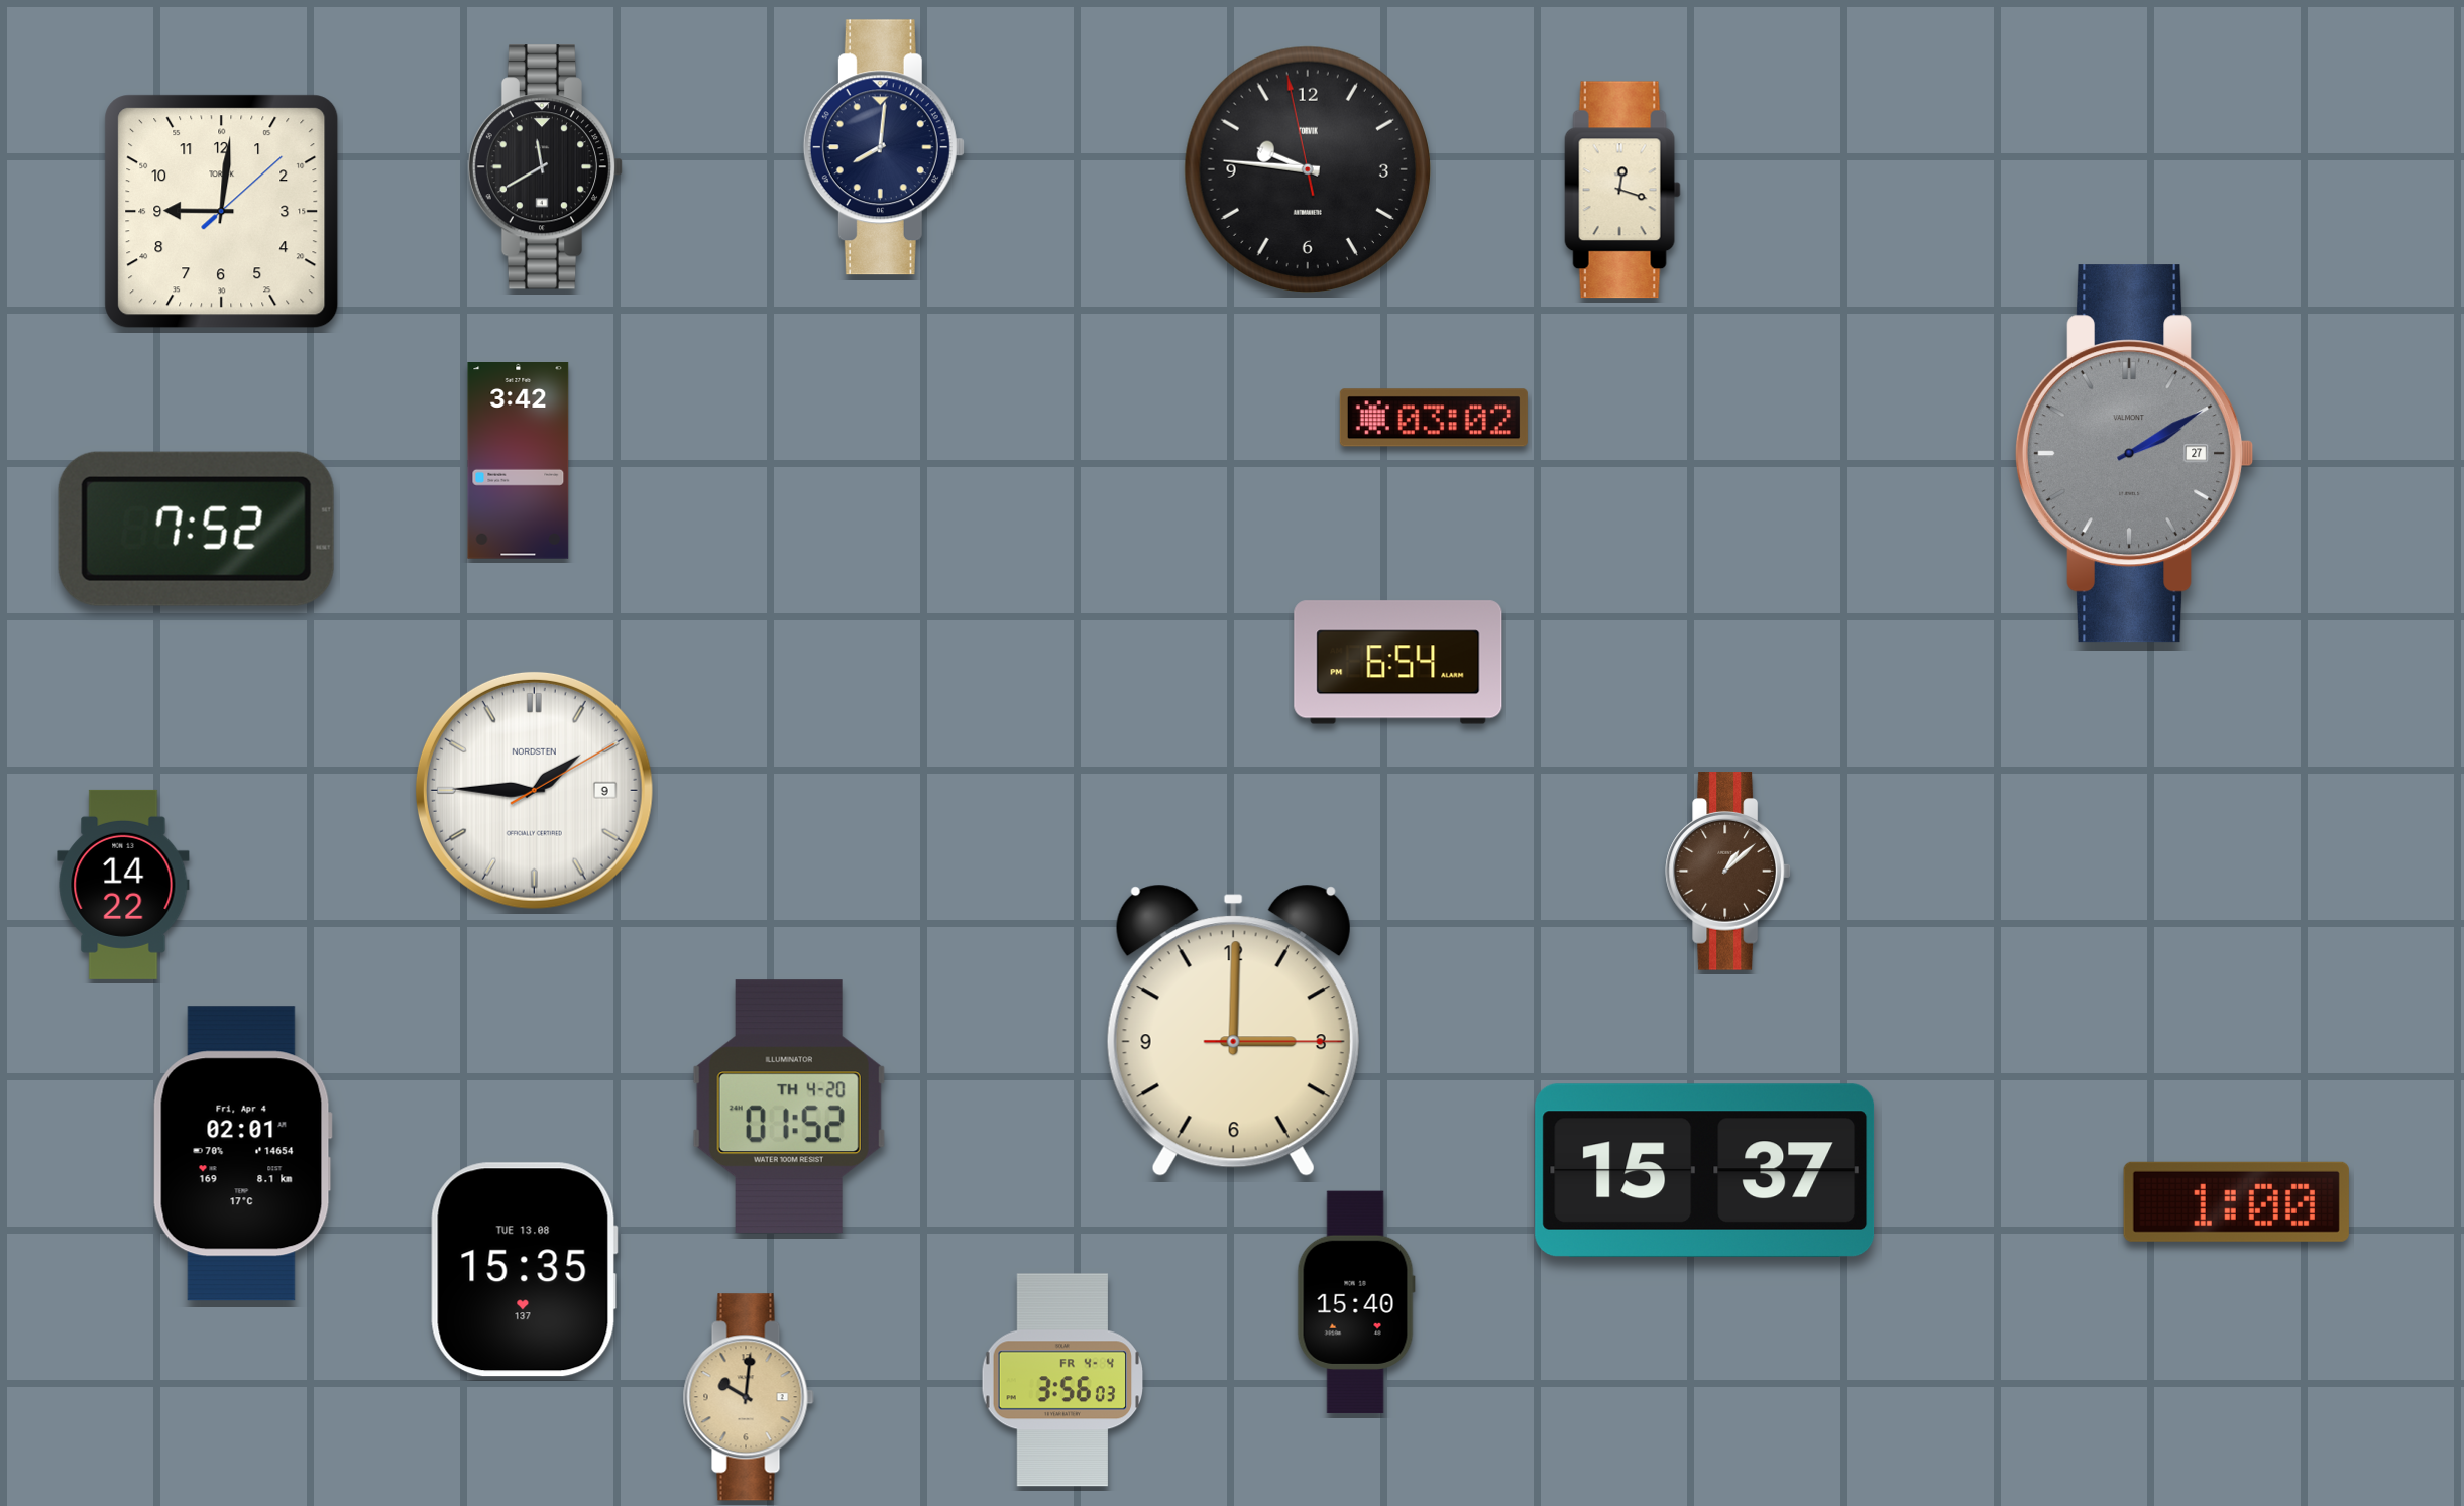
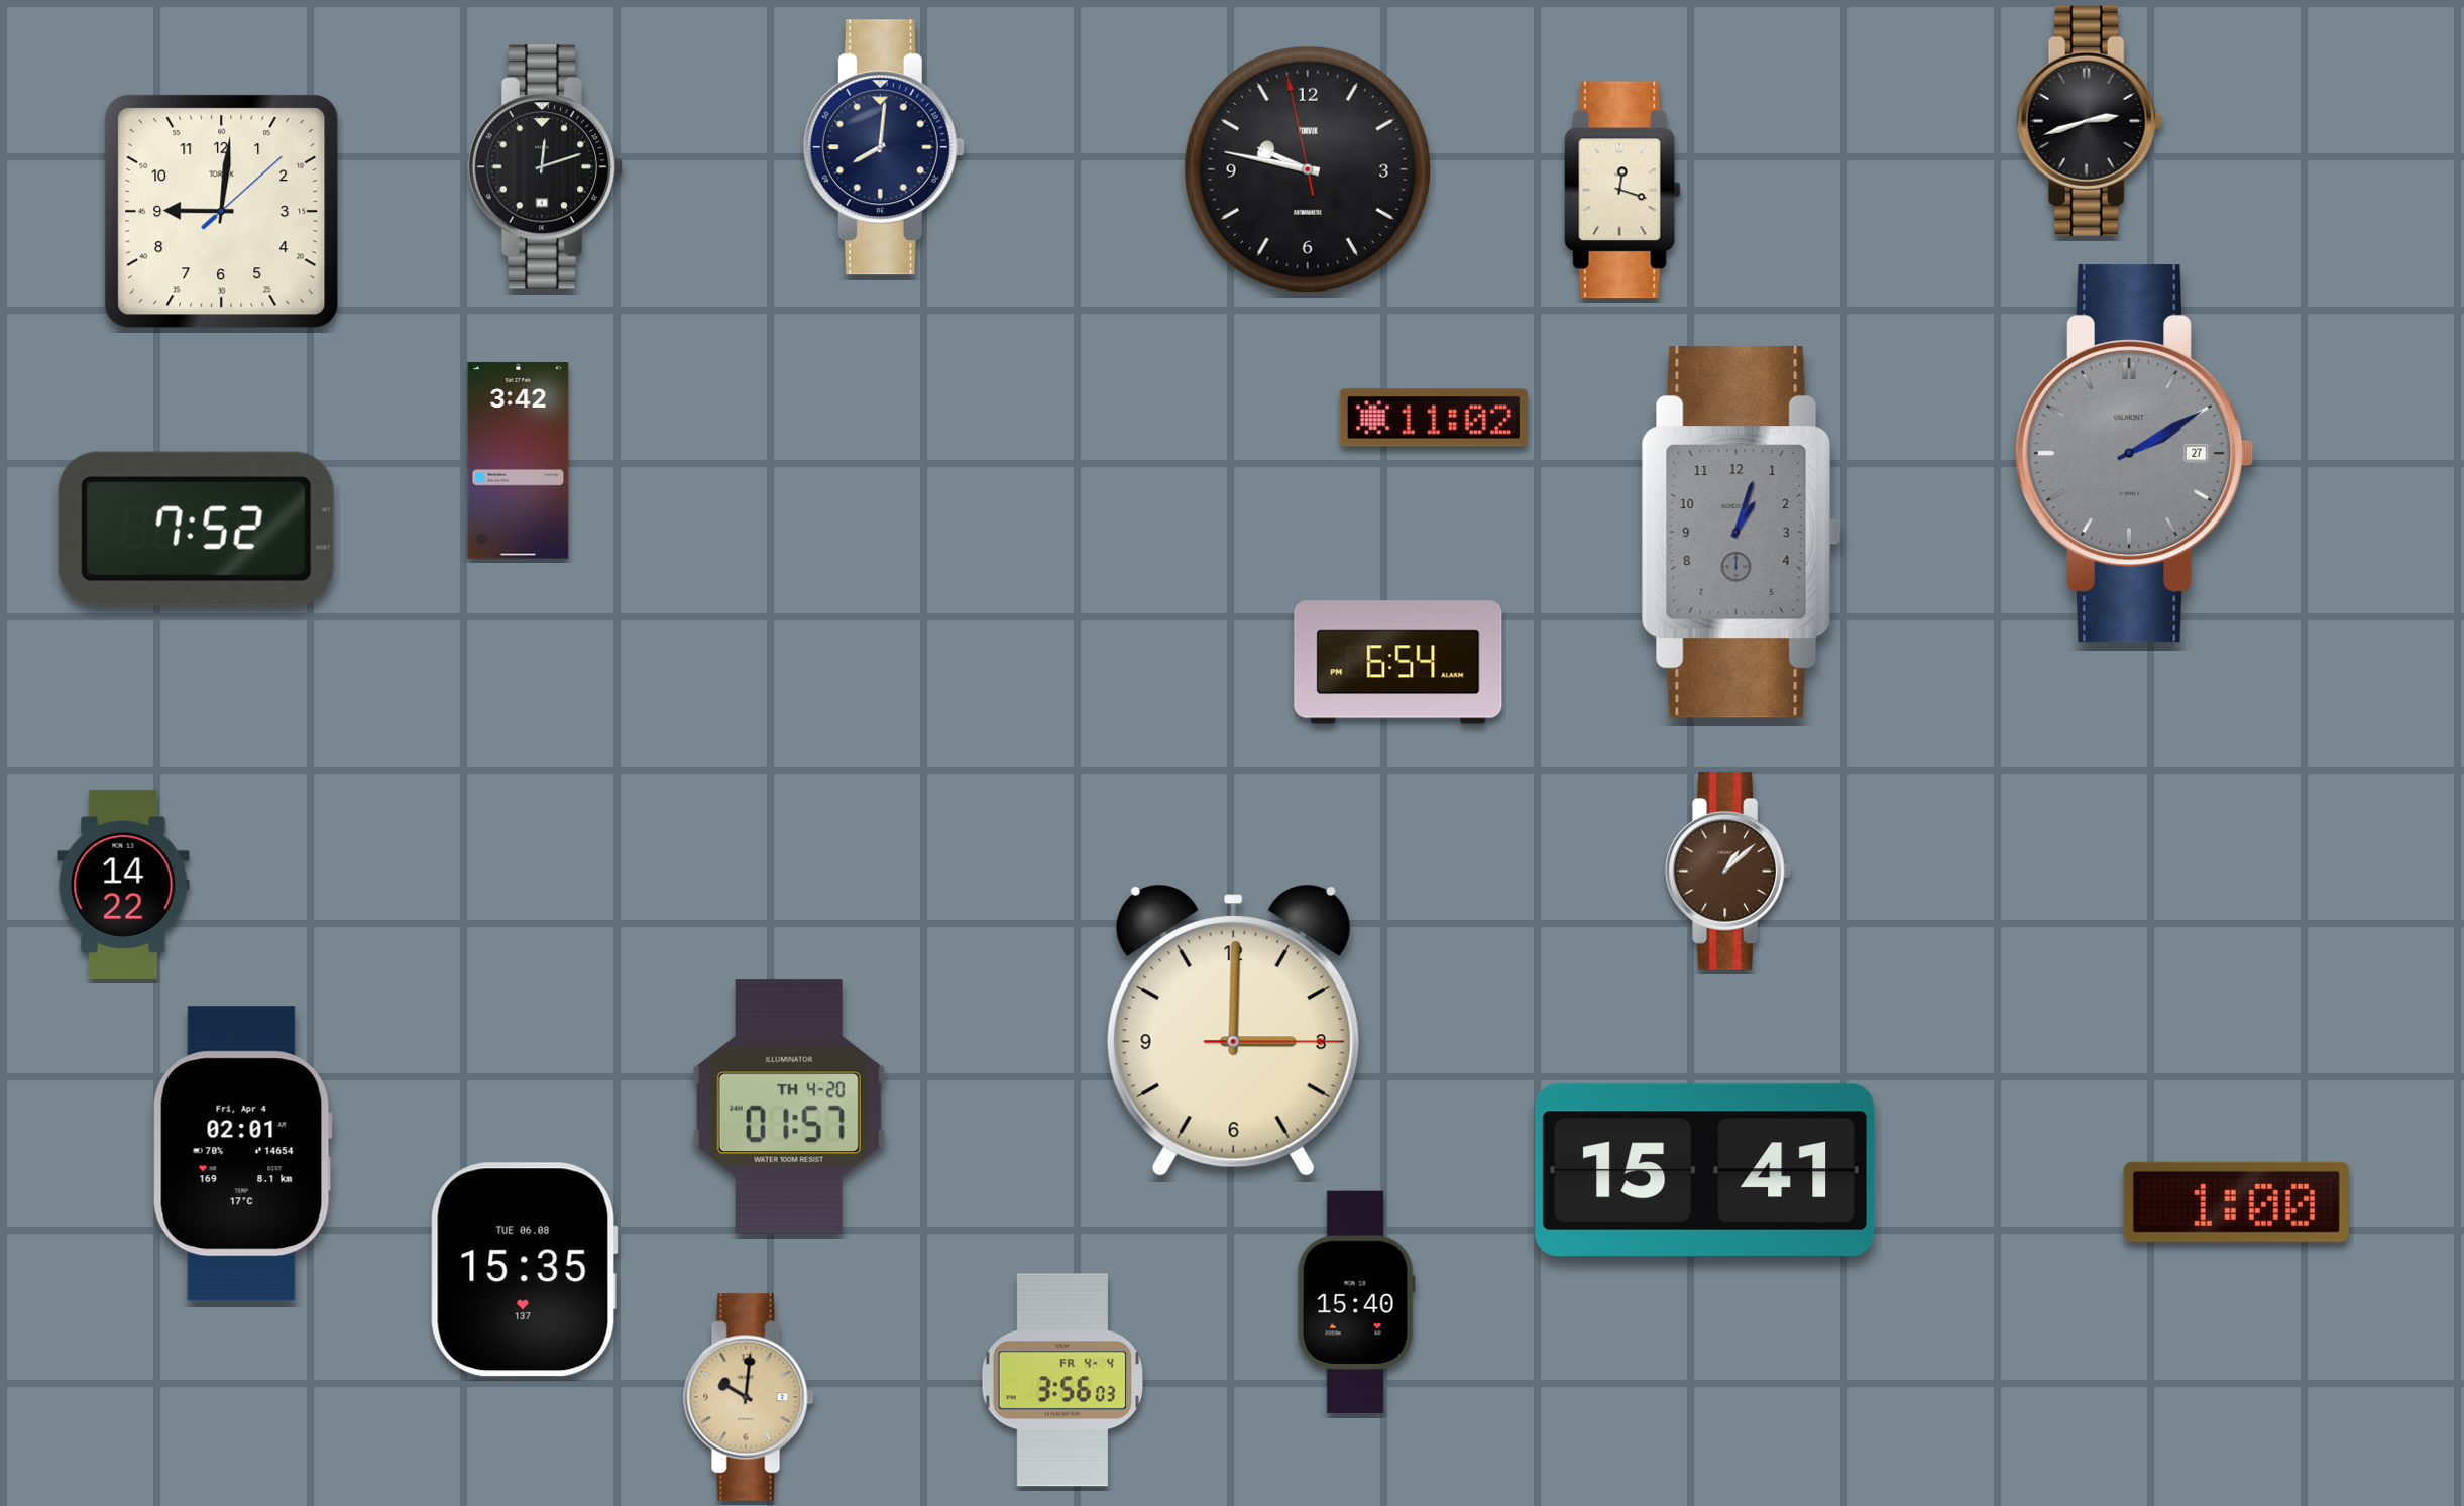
clock at (2090, 121): none -> 2:42
clock at (546, 167): 11:40 -> 12:12
clock at (1308, 169): 9:45 -> 9:46
clock at (1434, 418): 03:02 -> 11:02
clock at (1741, 532): none -> 1:03
clock at (534, 790): 1:45 -> none
clock at (789, 1107): 01:52 -> 01:57
clock at (1705, 1170): 15:37 -> 15:41
clock at (524, 1270) date: TUE 13.08 -> TUE 06.08
